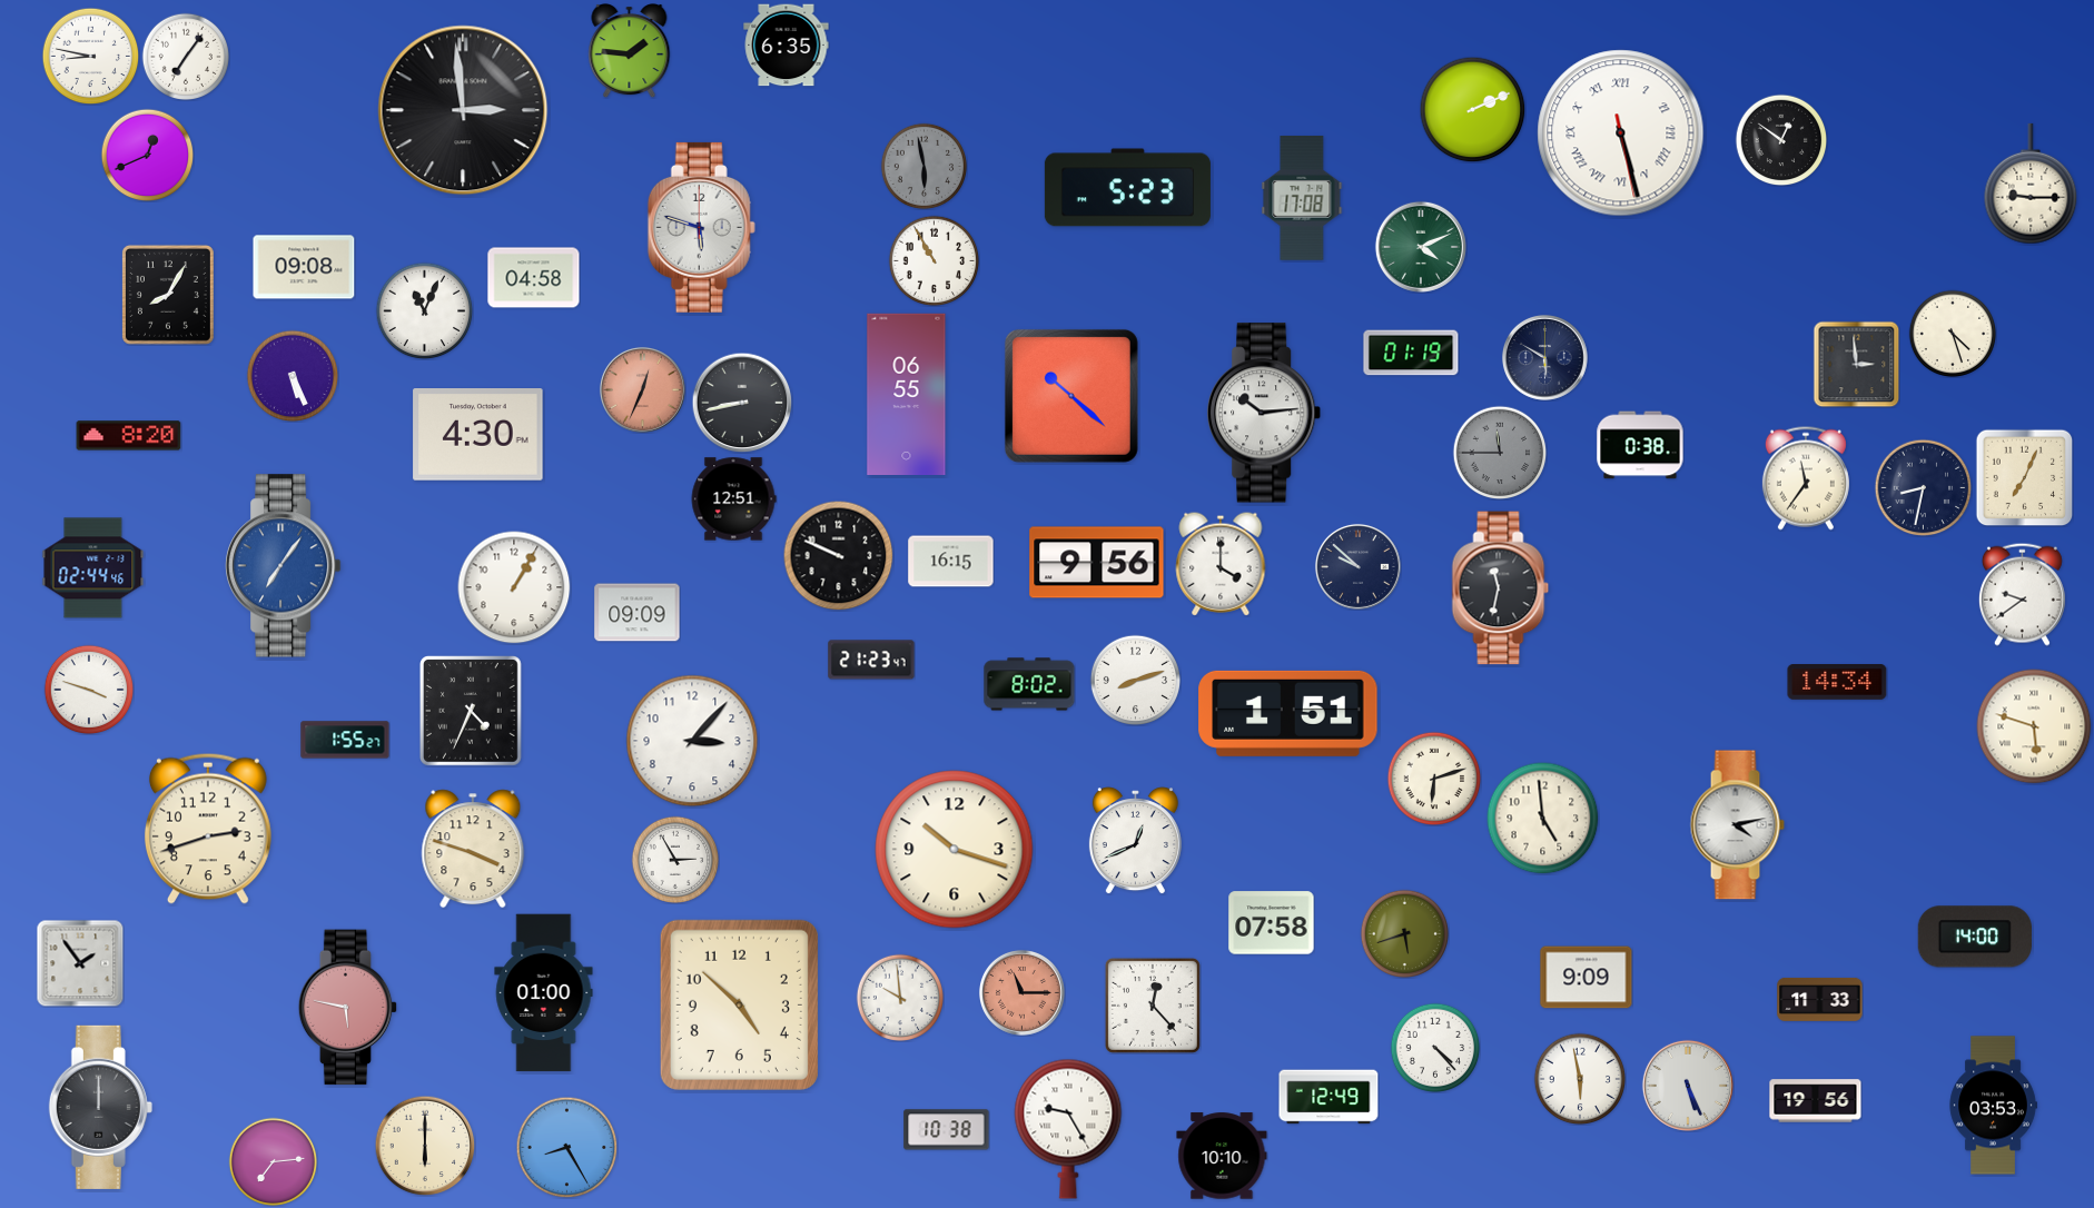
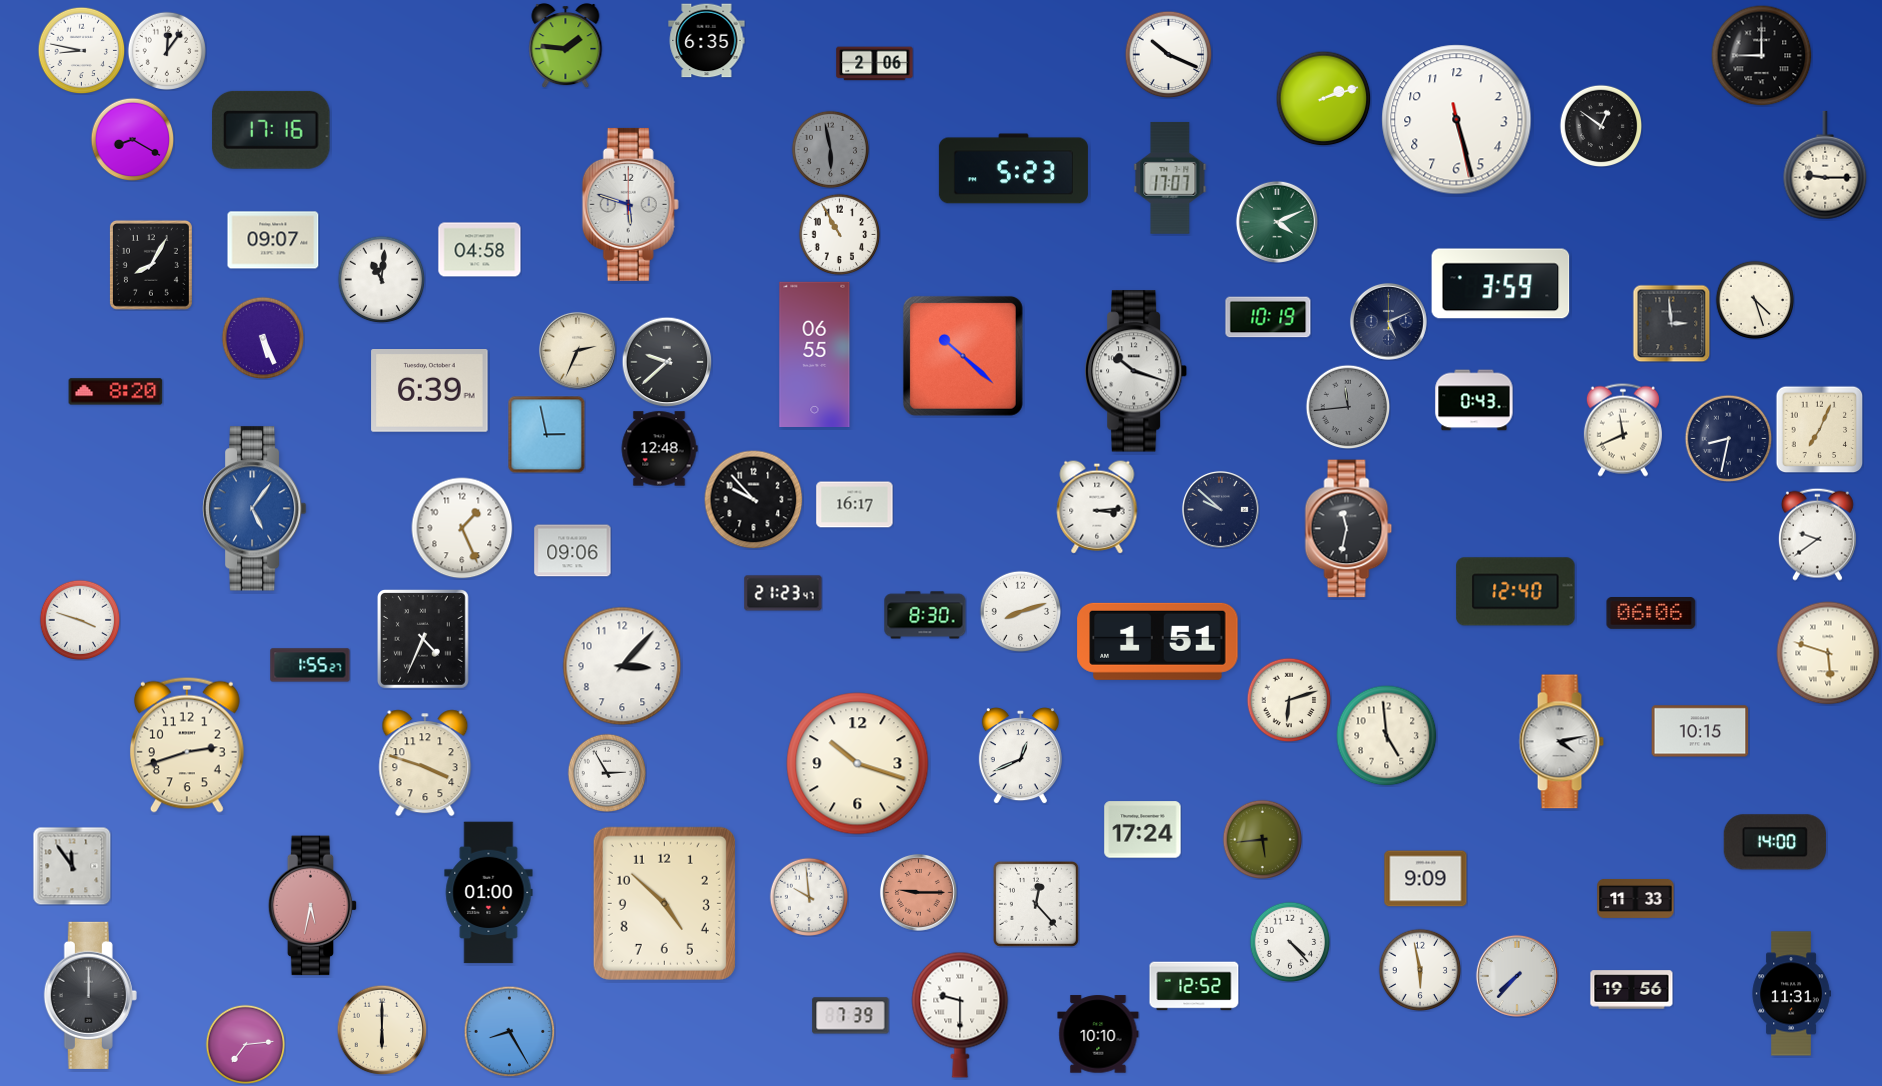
clock at (186, 57): 7:06 -> 12:06
clock at (1168, 54): none -> 10:19
clock at (1762, 56): none -> 9:00
clock at (875, 64): none -> 2:06
clock at (1472, 109): 2:11 -> 2:12
clock at (463, 110): 2:59 -> none
clock at (1621, 133) numerals: Roman -> Arabic
clock at (271, 130): none -> 17:16
clock at (147, 155): 12:41 -> 8:20
clock at (1302, 198): 17:08 -> 17:07
clock at (304, 267): 09:08 -> 09:07
clock at (424, 310): 11:04 -> 11:01
clock at (1501, 284): none -> 3:59
clock at (1411, 353): 01:19 -> 10:19
clock at (1544, 357): 5:50 -> 5:11
clock at (1856, 364) position: (1856, 364) -> (1671, 323)
clock at (642, 389): 12:34 -> 2:34
clock at (642, 389) dial: salmon -> cream
clock at (742, 403): 8:43 -> 9:38
clock at (1265, 413): 10:14 -> 10:18
clock at (478, 435): 4:30 -> 6:39
clock at (1640, 445): 0:38 -> 0:43
clock at (1500, 453): 11:45 -> 11:44
clock at (1806, 478): 11:36 -> 11:41
clock at (546, 434): none -> 2:58
clock at (733, 499): 12:51 -> 12:48
clock at (839, 556): 9:49 -> 9:53
clock at (951, 562): 16:15 -> 16:17
clock at (1097, 563): 9:56 -> none
clock at (1221, 564): 4:00 -> 3:14
clock at (284, 566): 7:06 -> 5:06
clock at (93, 568): 02:44 -> none
clock at (514, 587): 1:05 -> 1:26
clock at (638, 613): 09:09 -> 09:06
clock at (1516, 592): none -> 12:40
clock at (1837, 683): 14:34 -> 06:06
clock at (1029, 684): 8:02 -> 8:30
clock at (1700, 731): none -> 10:15
clock at (1272, 923): 07:58 -> 17:24
clock at (1404, 933): 5:42 -> 5:44
clock at (80, 963): 1:54 -> 11:54
clock at (1021, 992): 11:15 -> 9:15
clock at (348, 1008): 5:47 -> 5:32
clock at (1688, 1086): 5:26 -> 7:37
clock at (1328, 1097): 12:49 -> 12:52
clock at (1993, 1106): 03:53 -> 11:31
clock at (1068, 1129): 9:25 -> 9:30
clock at (947, 1130): 10:38 -> 7:39
clock at (1222, 1156) position: (1222, 1156) -> (1098, 1034)
